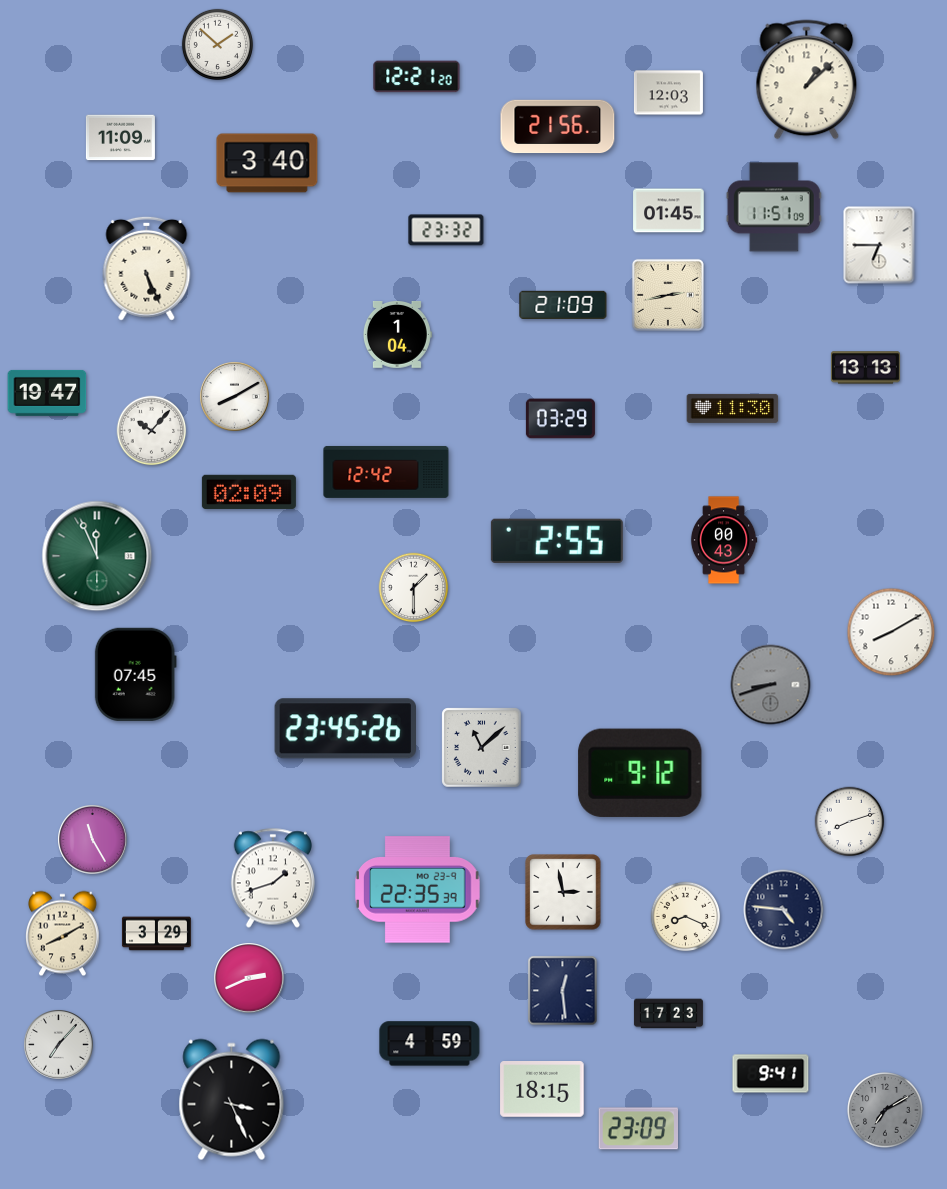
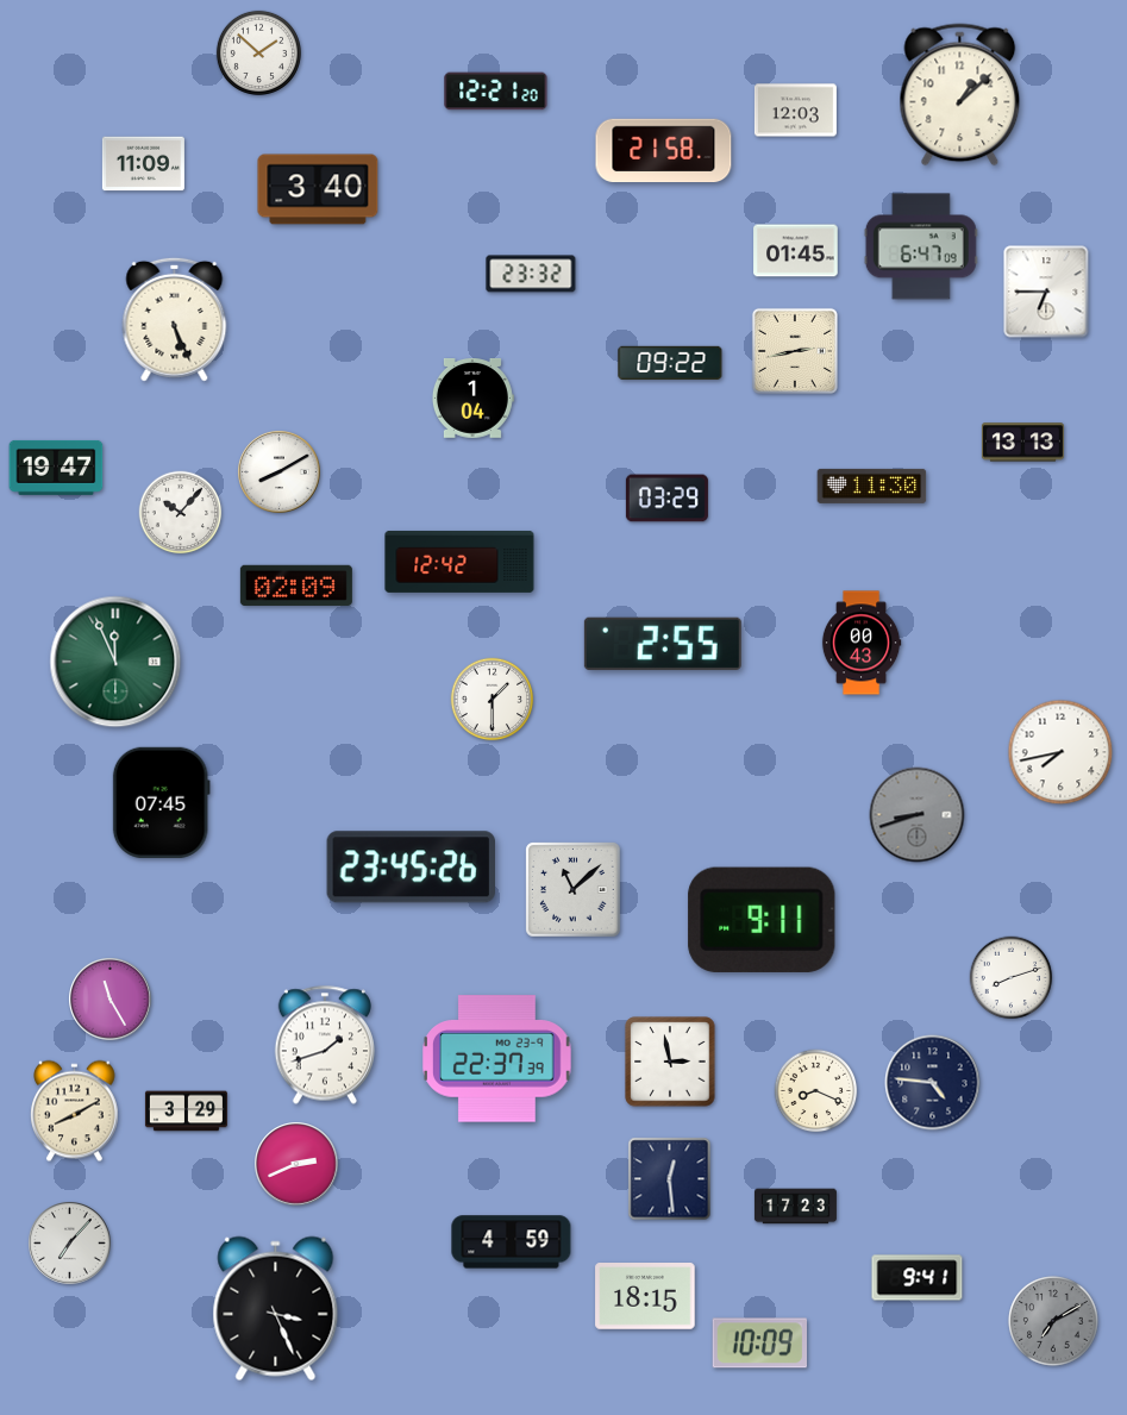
clock at (558, 127): 21:56 -> 21:58
clock at (267, 163) position: (267, 163) -> (318, 189)
clock at (774, 207): 11:51 -> 6:47
clock at (563, 305): 21:09 -> 09:22
clock at (865, 368) position: (865, 368) -> (1022, 443)
clock at (891, 632): 8:10 -> 7:43
clock at (640, 773): 9:12 -> 9:11
clock at (418, 890): 22:35 -> 22:37
clock at (638, 1129): 23:09 -> 10:09
